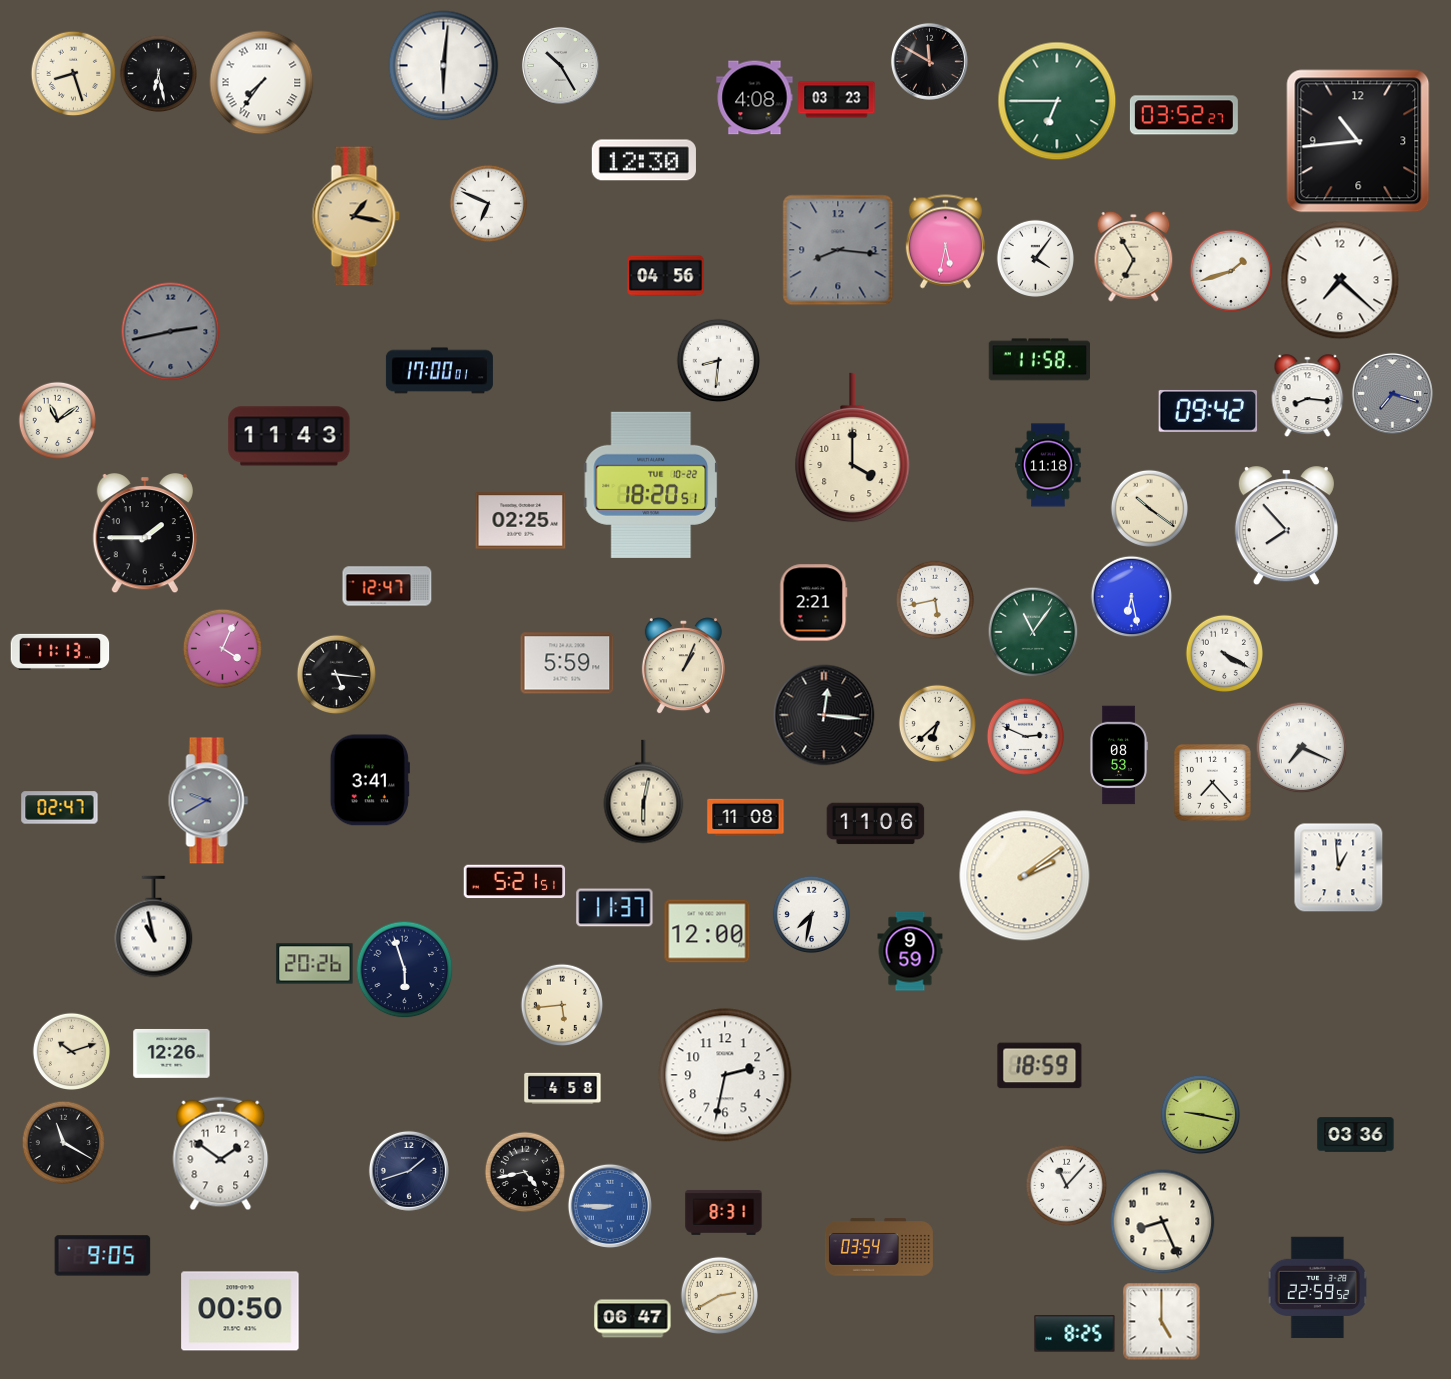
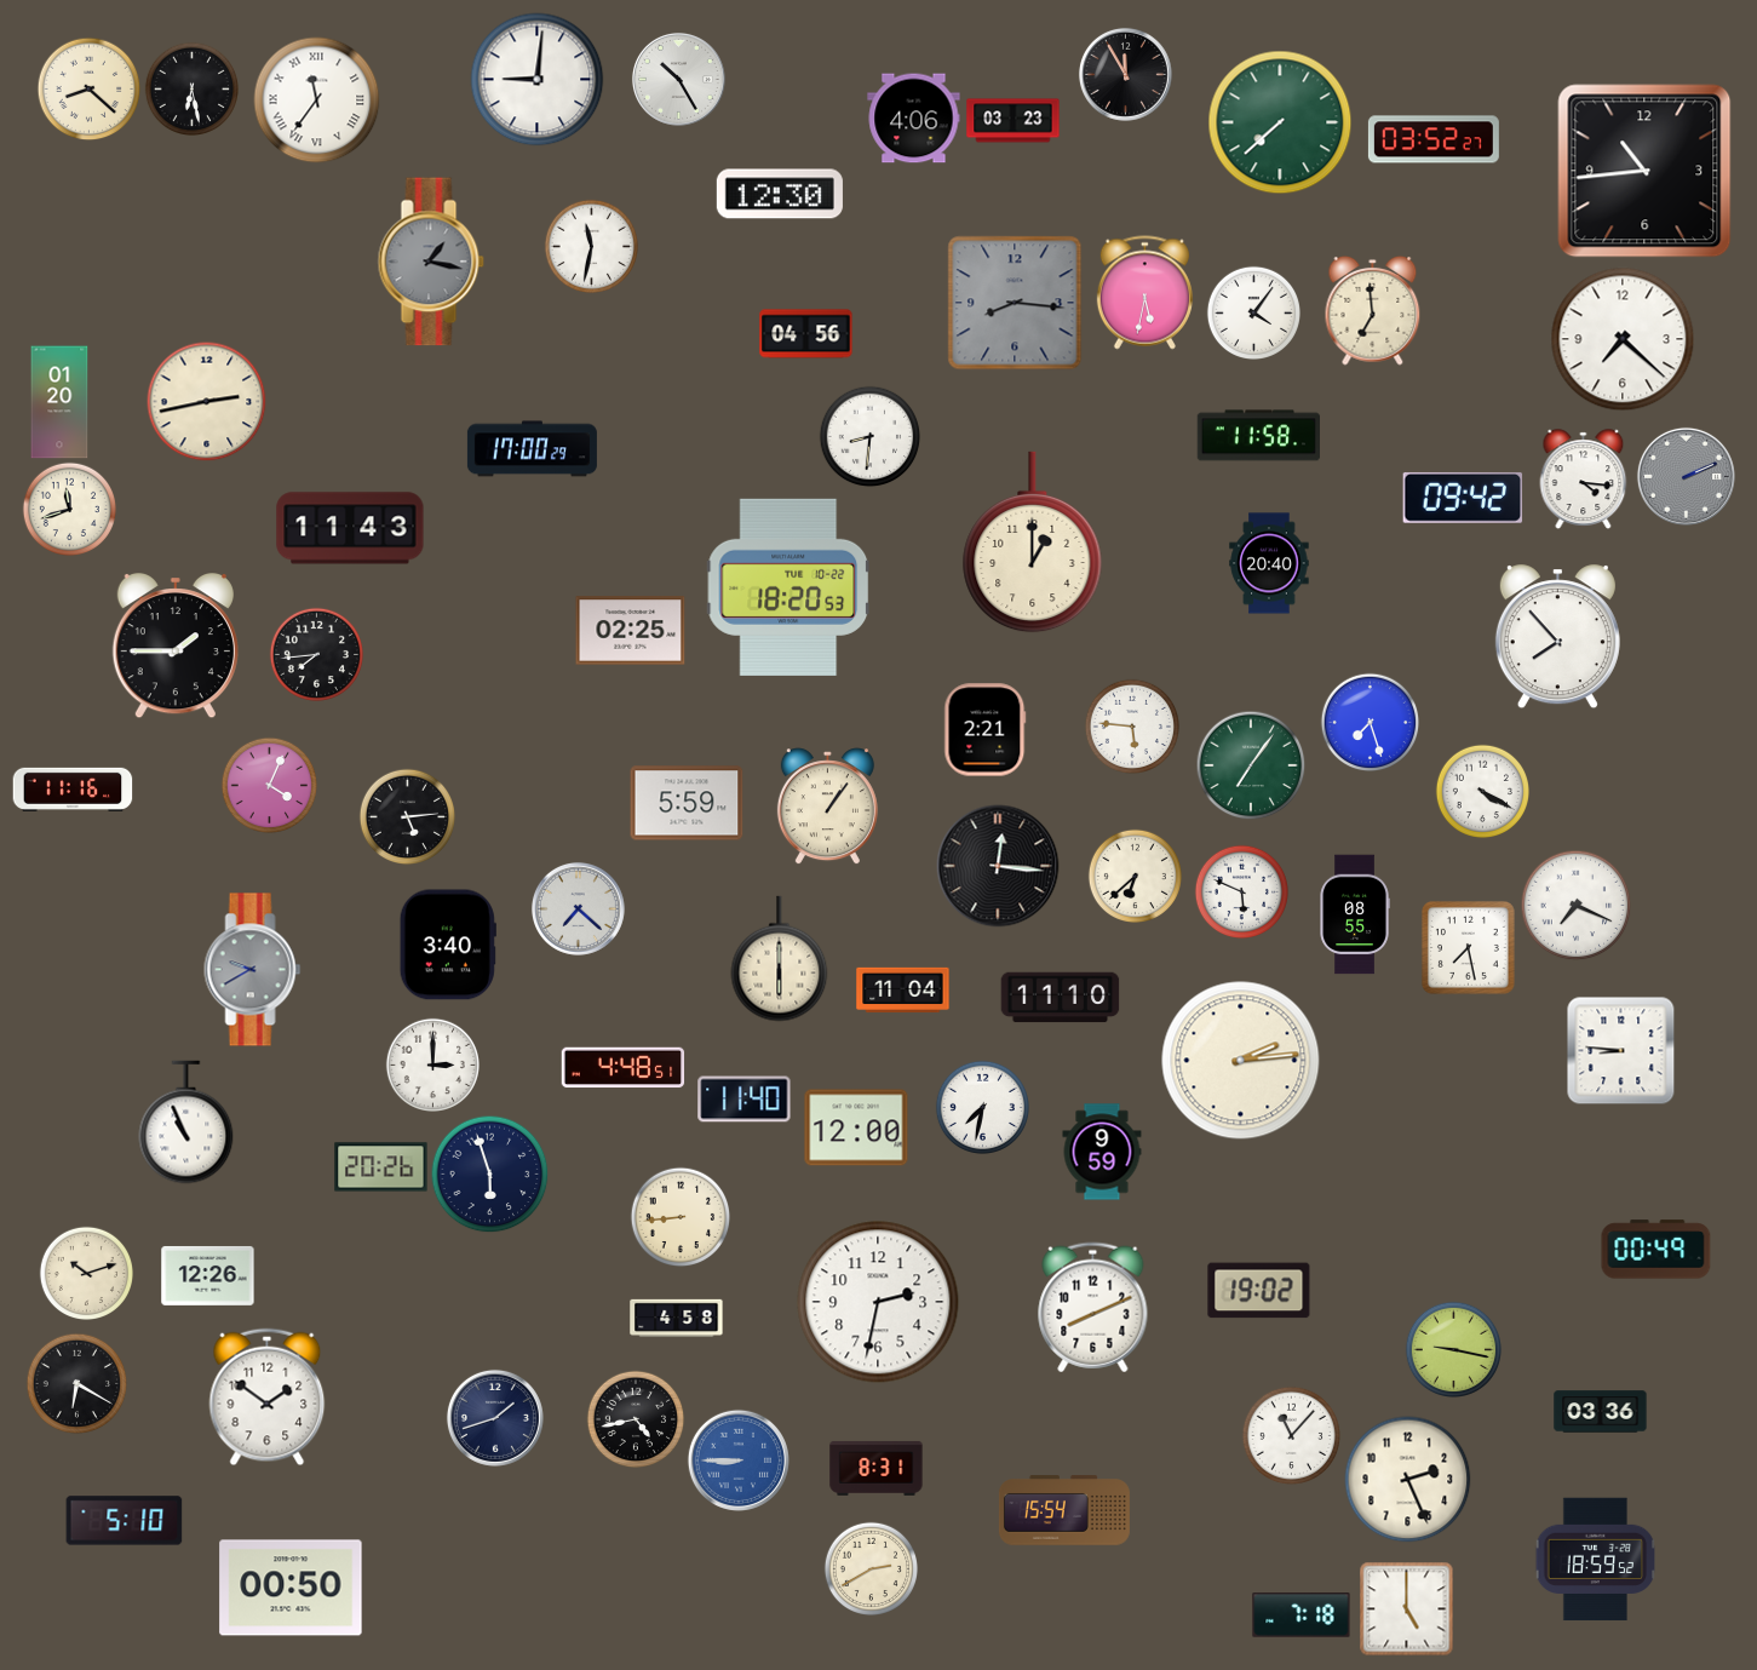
clock at (929, 61): 11:50 -> 11:55
clock at (444, 66): 6:01 -> 9:01
clock at (73, 73): 8:27 -> 8:22
clock at (262, 83): 7:36 -> 11:36
clock at (755, 98): 4:08 -> 4:06
clock at (1057, 101): 6:45 -> 7:38
clock at (488, 203): 6:49 -> 11:32
clock at (356, 216) dial: champagne -> grey
clock at (1134, 256): 6:55 -> 6:59
clock at (1231, 271): 1:42 -> none
clock at (59, 402): none -> 01:20
clock at (171, 332) dial: grey -> cream
clock at (439, 371): 17:00:01 -> 17:00:29
clock at (1392, 393): 7:18 -> 2:11
clock at (1308, 396): 8:16 -> 4:16
clock at (57, 420): 11:09 -> 11:42
clock at (853, 448): 4:00 -> 1:00
clock at (1048, 465): 11:18 -> 20:40
clock at (651, 485): 18:20:51 -> 18:20:53
clock at (1149, 508): 10:21 -> none
clock at (316, 654): none -> 7:44
clock at (387, 586): 12:47 -> none
clock at (1131, 596): 6:28 -> 7:27
clock at (934, 599): 5:43 -> 5:46
clock at (1033, 632): 11:06 -> 7:06
clock at (60, 652): 11:13 -> 11:16
clock at (683, 666): 1:04 -> 1:06
clock at (336, 674): 5:16 -> 5:14
clock at (1025, 736): 2:49 -> 5:49
clock at (578, 908): none -> 7:22
clock at (1119, 755): 08:53 -> 08:55
clock at (370, 780): 3:41 -> 3:40
clock at (1212, 782): 7:23 -> 7:28
clock at (644, 792): 6:02 -> 6:00
clock at (60, 808): 02:47 -> none
clock at (746, 818): 11:08 -> 11:04
clock at (876, 824): 11:06 -> 11:10
clock at (1339, 868): 12:59 -> 8:46
clock at (1025, 876): 2:09 -> 2:14
clock at (432, 1064): none -> 3:00
clock at (515, 882): 5:21 -> 4:48
clock at (615, 908): 11:37 -> 11:40
clock at (154, 927): 10:58 -> 10:56
clock at (562, 1005): 5:44 -> 8:44
clock at (1656, 1250): none -> 00:49
clock at (1040, 1066): 18:59 -> 19:02
clock at (1093, 1308): none -> 8:11
clock at (563, 1088) position: (563, 1088) -> (677, 1318)
clock at (1356, 1135) position: (1356, 1135) -> (1601, 1412)
clock at (63, 1142): 11:20 -> 6:20
clock at (1163, 1222): 8:26 -> 2:26
clock at (879, 1247): 03:54 -> 15:54
clock at (103, 1256): 9:05 -> 5:10
clock at (1318, 1288): 22:59 -> 18:59
clock at (633, 1319): 06:47 -> none
clock at (1161, 1321) position: (1161, 1321) -> (1406, 1608)
clock at (1075, 1334): 8:25 -> 7:18
